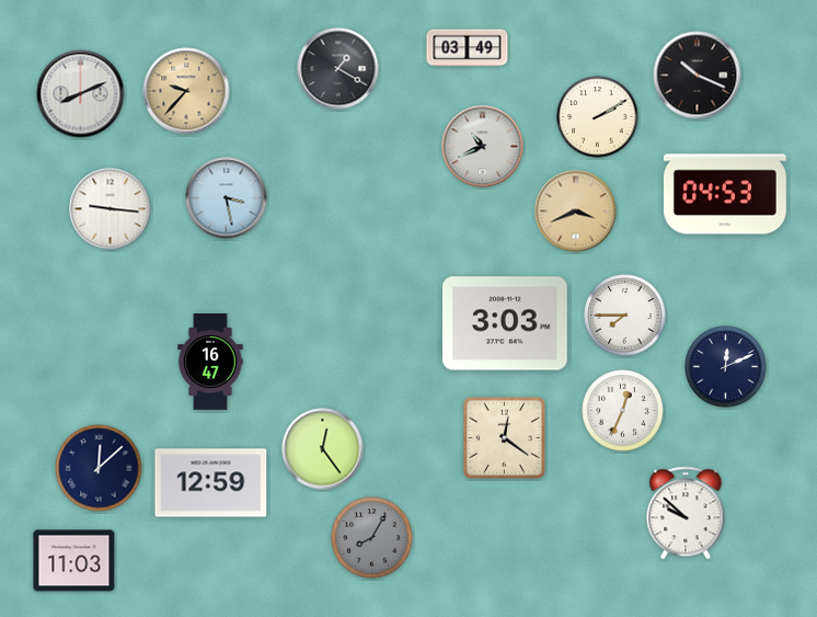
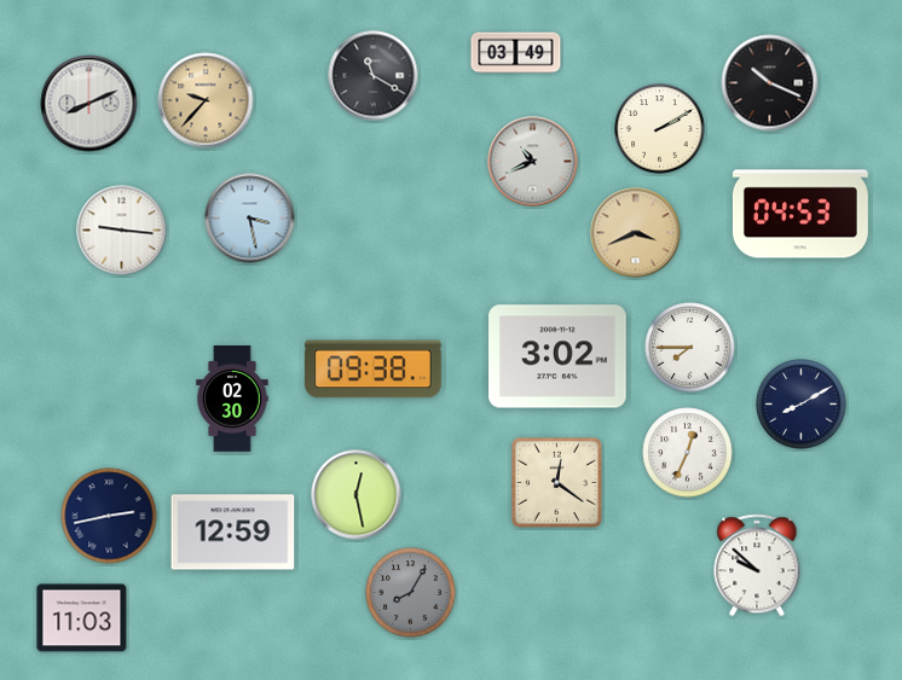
clock at (338, 69): 1:20 -> 11:20
clock at (505, 323): 3:03 -> 3:02
clock at (374, 370): none -> 09:38
clock at (210, 362): 16:47 -> 02:30
clock at (726, 367): 12:11 -> 8:10
clock at (323, 449): 12:24 -> 12:28
clock at (99, 468): 12:08 -> 2:43
